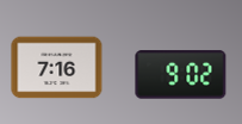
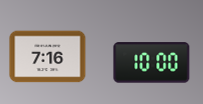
clock at (181, 75): 9:02 -> 10:00
